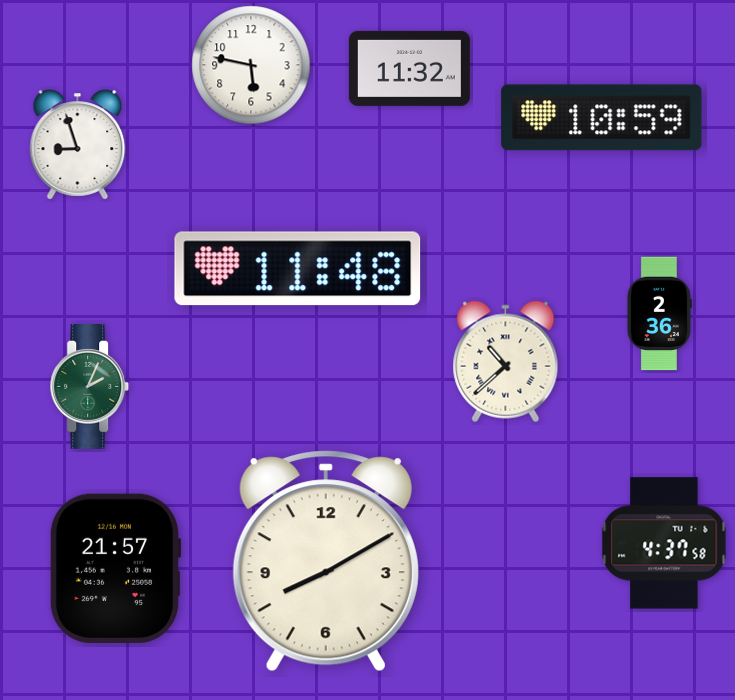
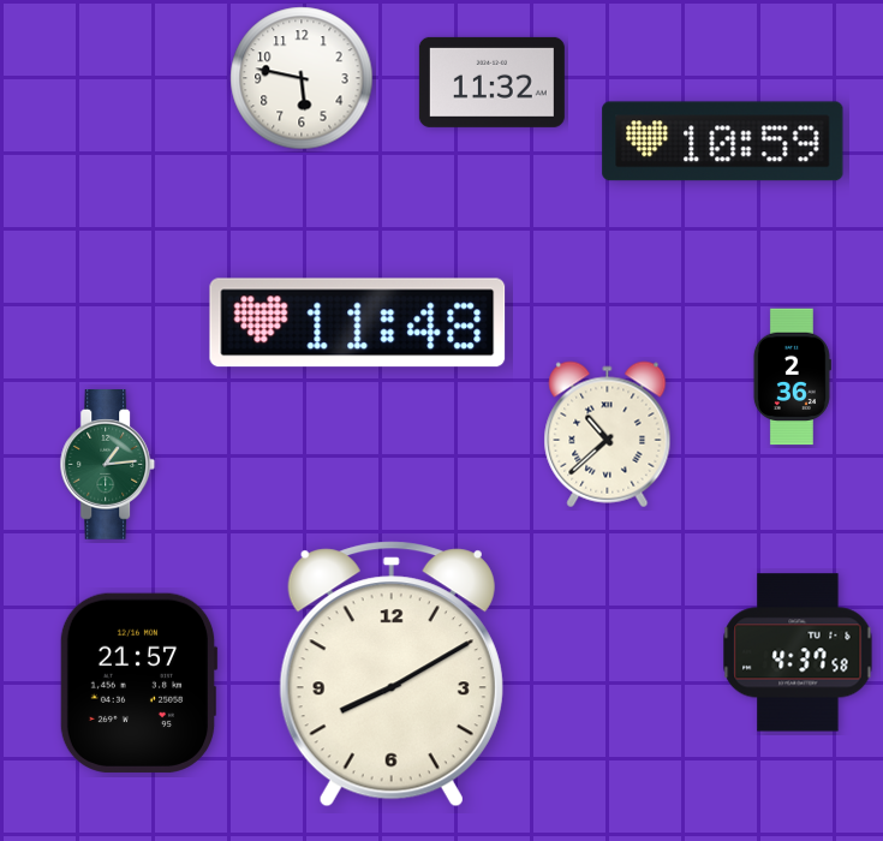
clock at (78, 145): 8:57 -> none
clock at (90, 387): 2:04 -> 1:14
